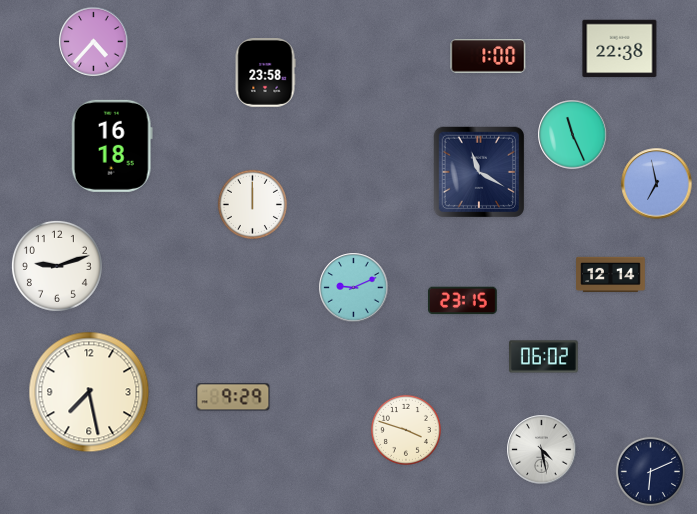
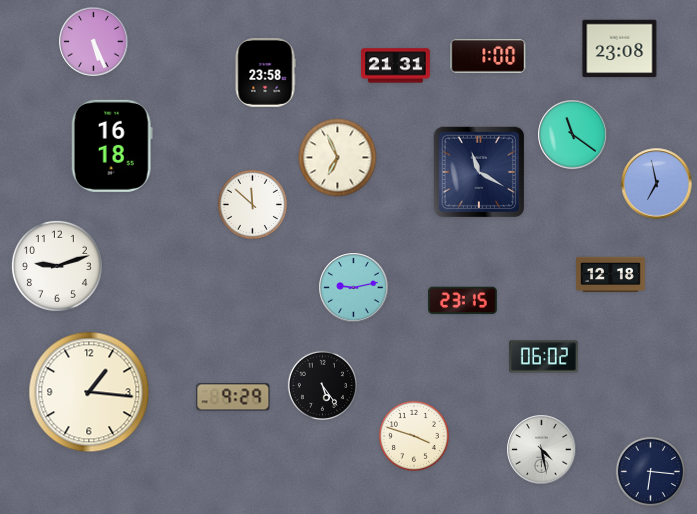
clock at (94, 42): 4:37 -> 5:26
clock at (620, 49): 22:38 -> 23:08
clock at (396, 66): none -> 21:31
clock at (573, 135): 11:26 -> 11:21
clock at (338, 158): none -> 6:56
clock at (252, 204): 12:00 -> 11:52
clock at (611, 275): 12:14 -> 12:18
clock at (354, 288): 9:11 -> 9:13
clock at (322, 385): none -> 5:24
clock at (89, 392): 7:28 -> 1:16
clock at (406, 430) position: (406, 430) -> (414, 436)
clock at (650, 471): 6:11 -> 6:16
